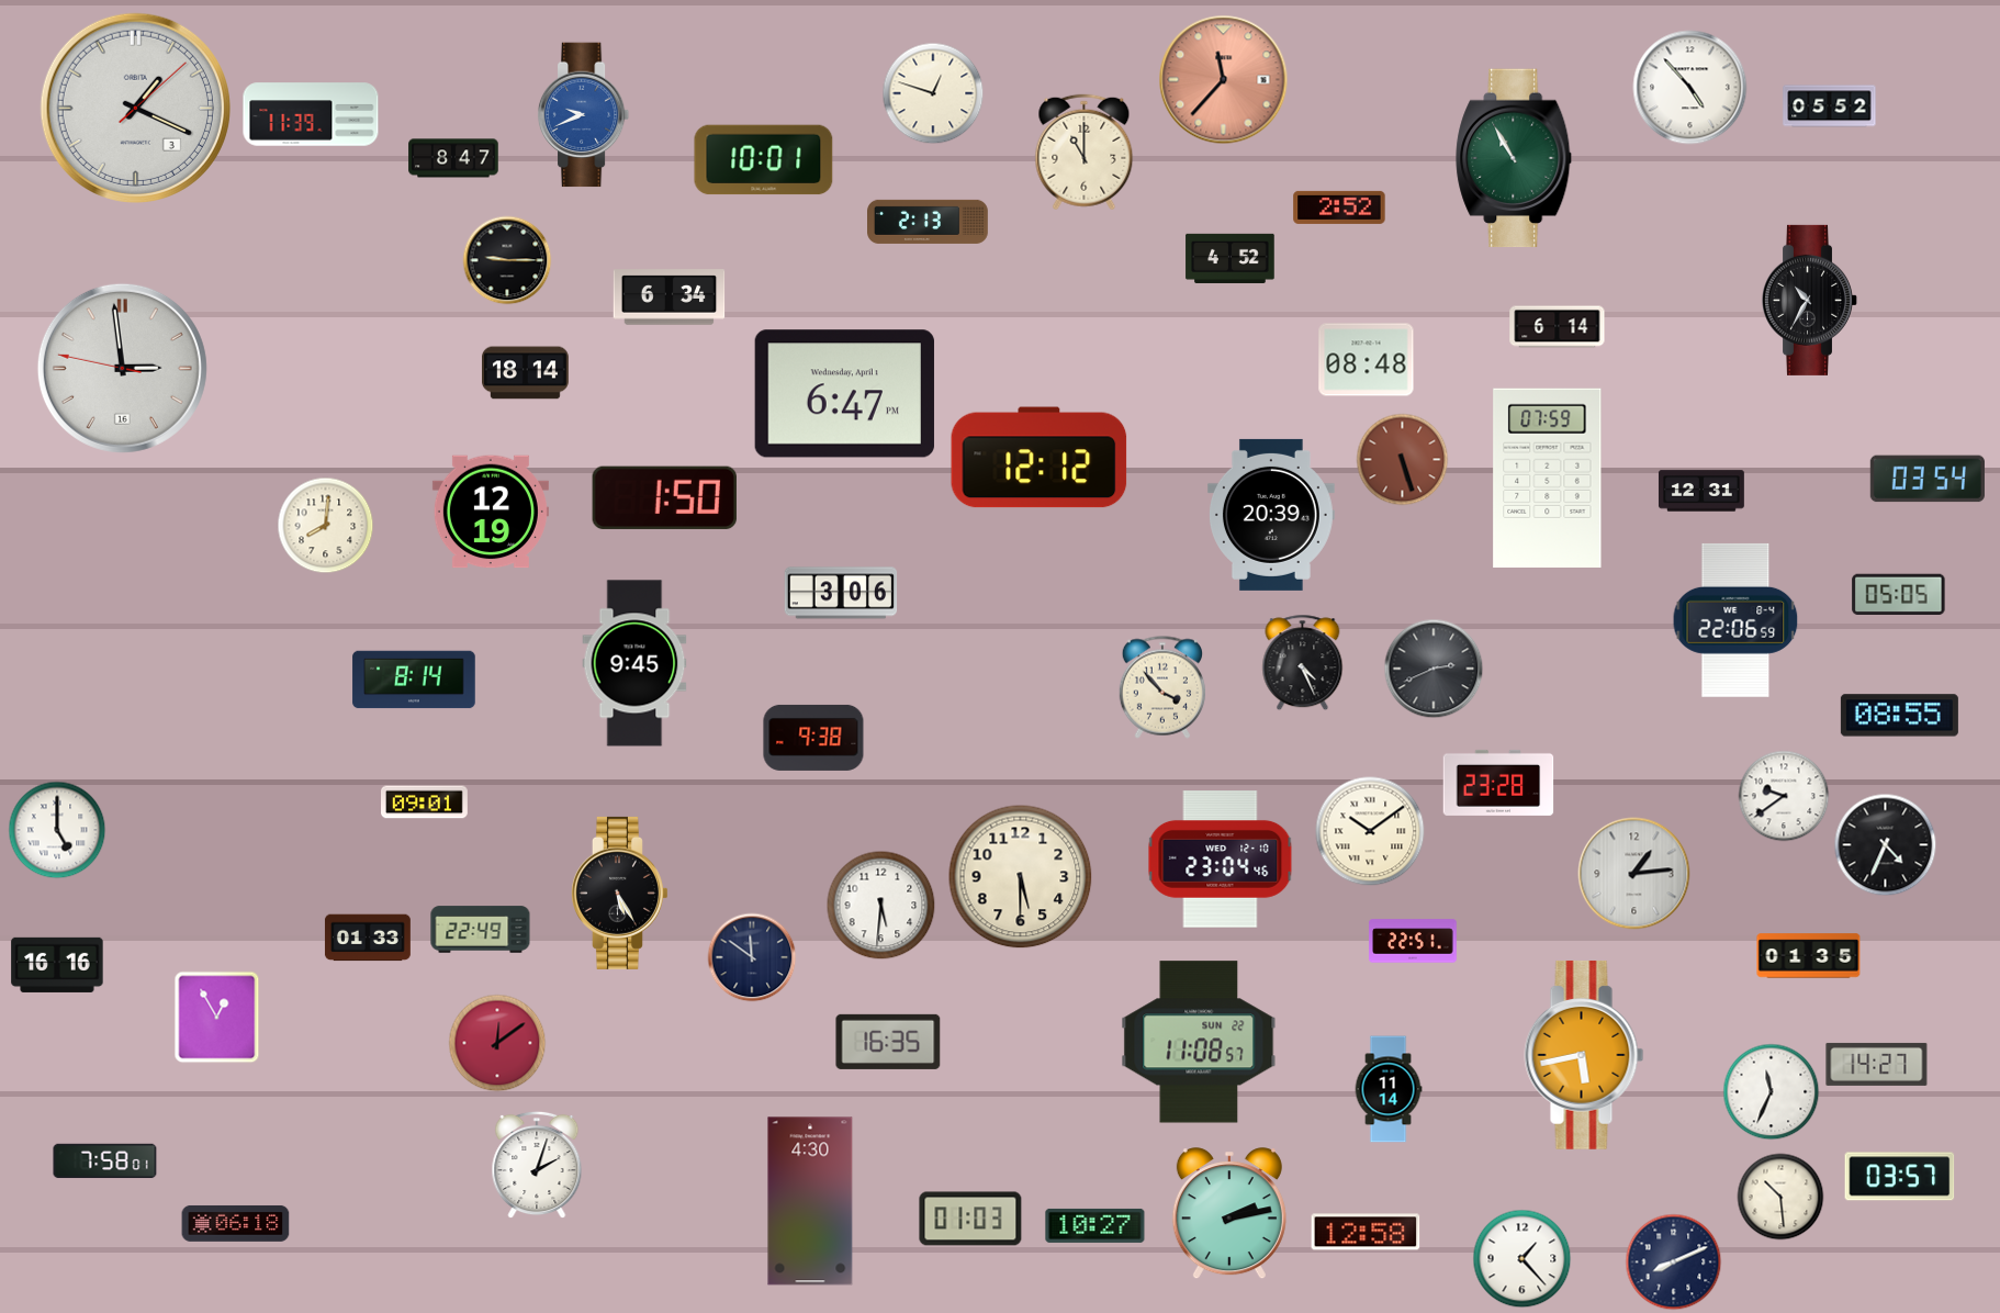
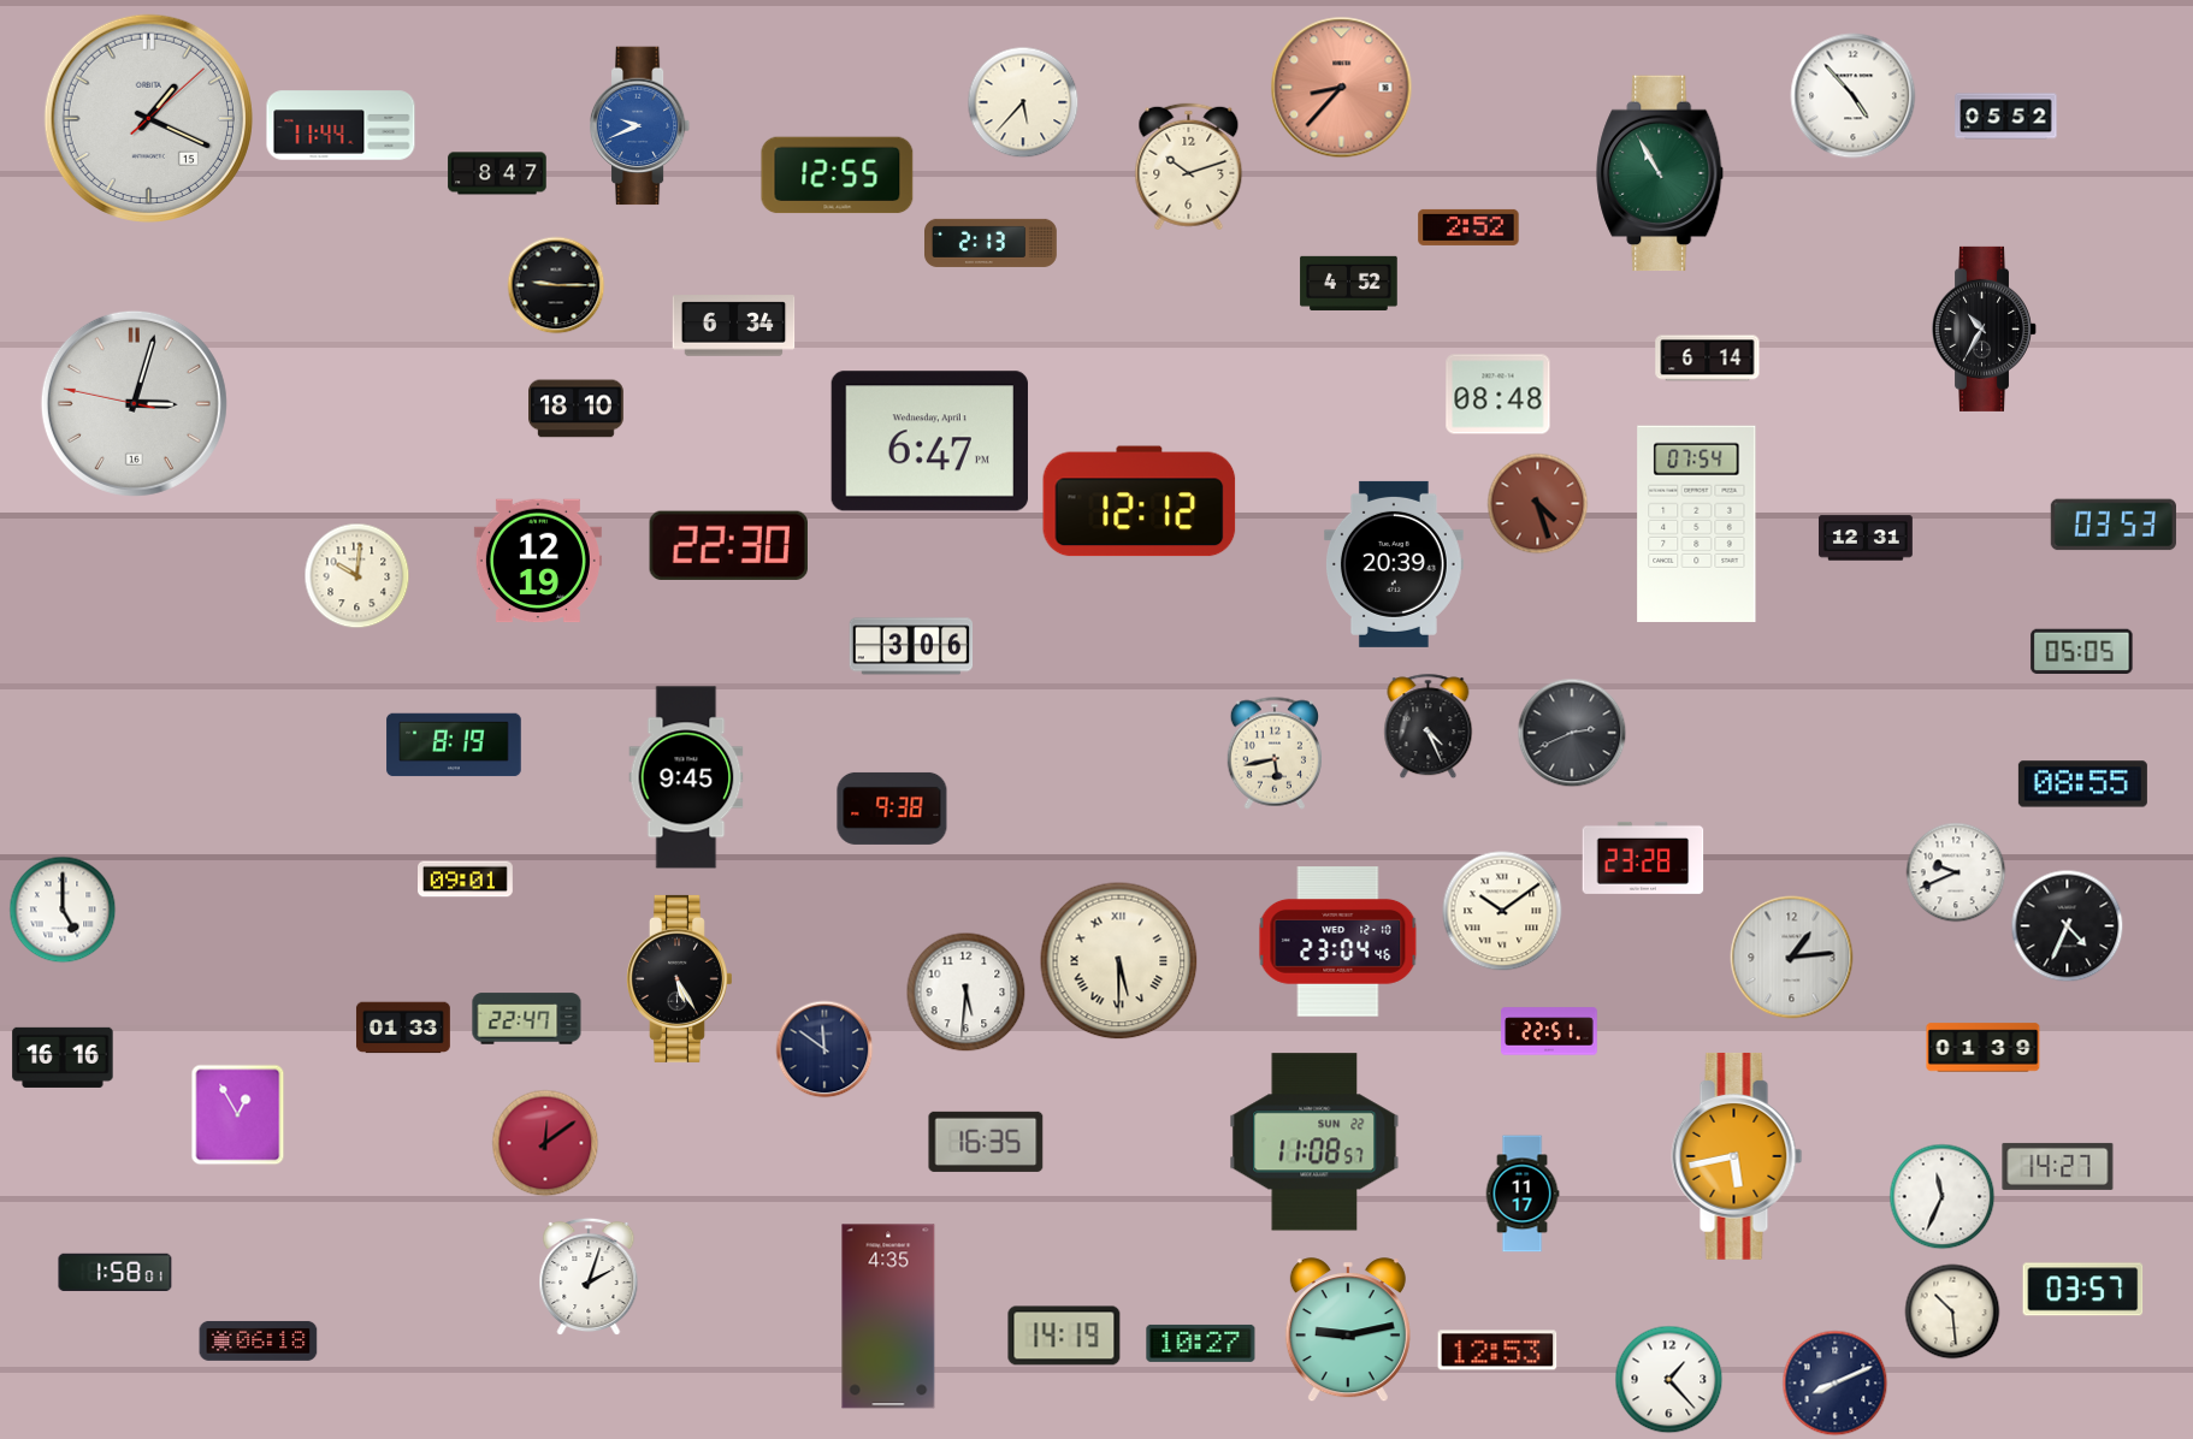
clock at (1224, 80): 11:37 -> 8:37
clock at (933, 93): 12:48 -> 5:37
clock at (135, 108) date: 3 -> 15
clock at (311, 114): 11:39 -> 11:44
clock at (1085, 153): 11:00 -> 10:12
clock at (764, 160): 10:01 -> 12:55
clock at (929, 222) position: (929, 222) -> (992, 243)
clock at (122, 368): 2:58 -> 3:02
clock at (526, 373): 18:14 -> 18:10
clock at (844, 394) position: (844, 394) -> (929, 442)
clock at (1403, 460): 5:27 -> 4:27
clock at (1548, 478): 07:59 -> 07:54
clock at (1928, 479): 03:54 -> 03:53
clock at (664, 497): 1:50 -> 22:30
clock at (326, 526): 8:01 -> 10:01
clock at (841, 593) position: (841, 593) -> (911, 646)
clock at (1735, 620): 22:06 -> none
clock at (634, 663) position: (634, 663) -> (686, 777)
clock at (414, 680): 8:14 -> 8:19
clock at (1161, 687): 3:53 -> 5:43
clock at (1784, 796): 9:39 -> 9:41
clock at (1021, 877) numerals: Arabic -> Roman
clock at (481, 930): 22:49 -> 22:47
clock at (1809, 956): 01:35 -> 01:39
clock at (888, 1042) position: (888, 1042) -> (986, 1142)
clock at (1389, 1089): 11:14 -> 11:17
clock at (105, 1161): 7:58 -> 1:58
clock at (810, 1201): 4:30 -> 4:35
clock at (1229, 1214): 2:13 -> 9:13
clock at (970, 1219): 01:03 -> 14:19
clock at (1366, 1232): 12:58 -> 12:53
